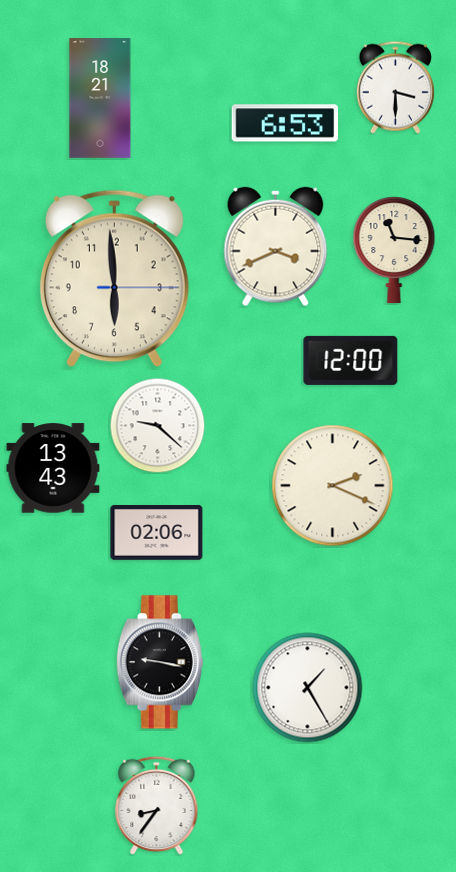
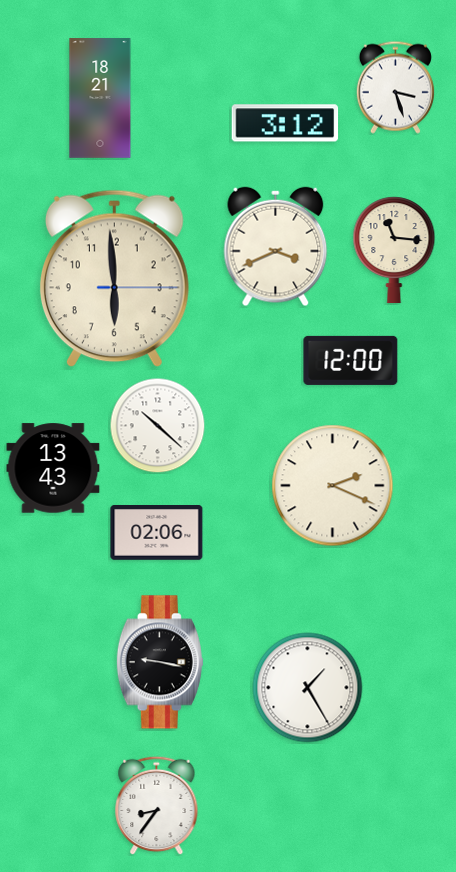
clock at (395, 87): 3:30 -> 3:27
clock at (285, 123): 6:53 -> 3:12
clock at (157, 425): 9:22 -> 10:22
